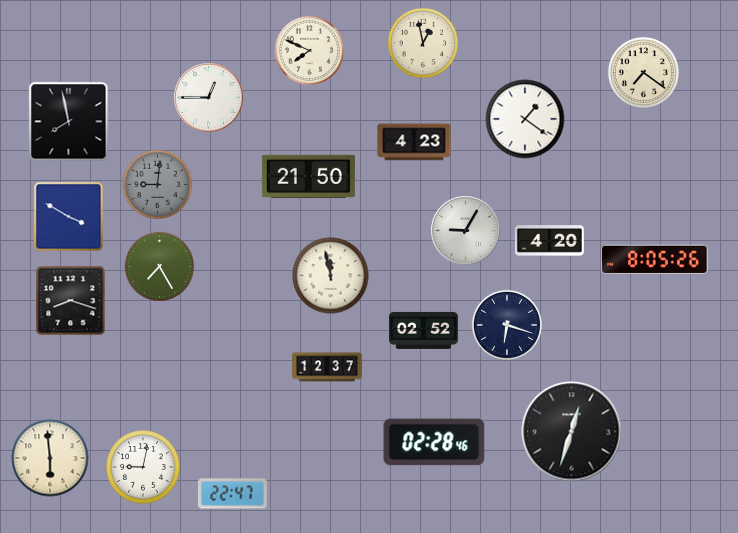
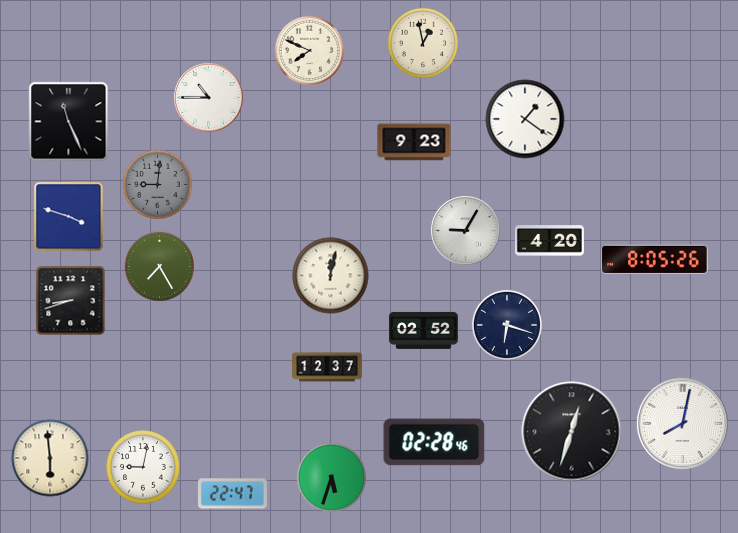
clock at (643, 72): 7:21 -> none
clock at (209, 98): 12:45 -> 10:45
clock at (69, 122): 7:58 -> 11:26
clock at (414, 142): 4:23 -> 9:23
clock at (308, 176): 21:50 -> none
clock at (69, 217): 3:50 -> 3:48
clock at (331, 276): 11:58 -> 12:02
clock at (71, 301): 8:18 -> 8:42
clock at (682, 423): none -> 8:02
clock at (331, 477): none -> 5:33
